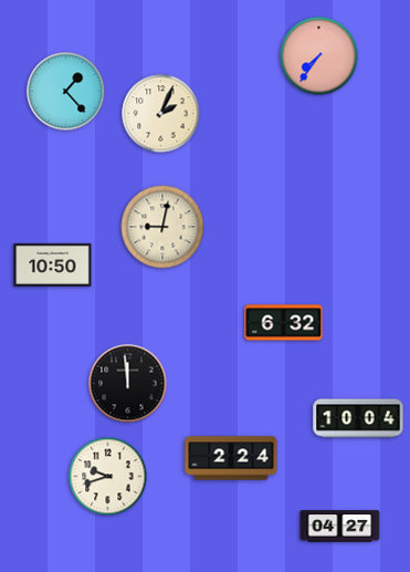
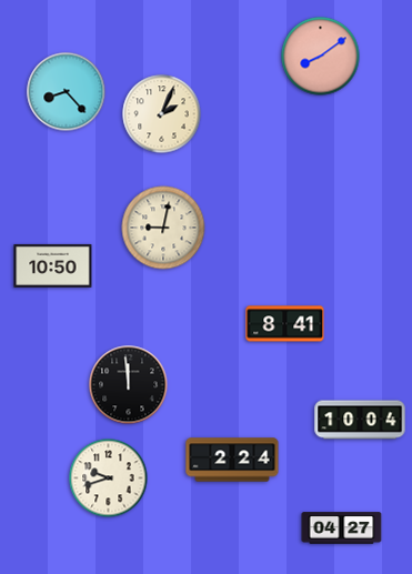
clock at (319, 56): 7:36 -> 8:09
clock at (66, 92): 1:23 -> 8:23
clock at (284, 323): 6:32 -> 8:41
